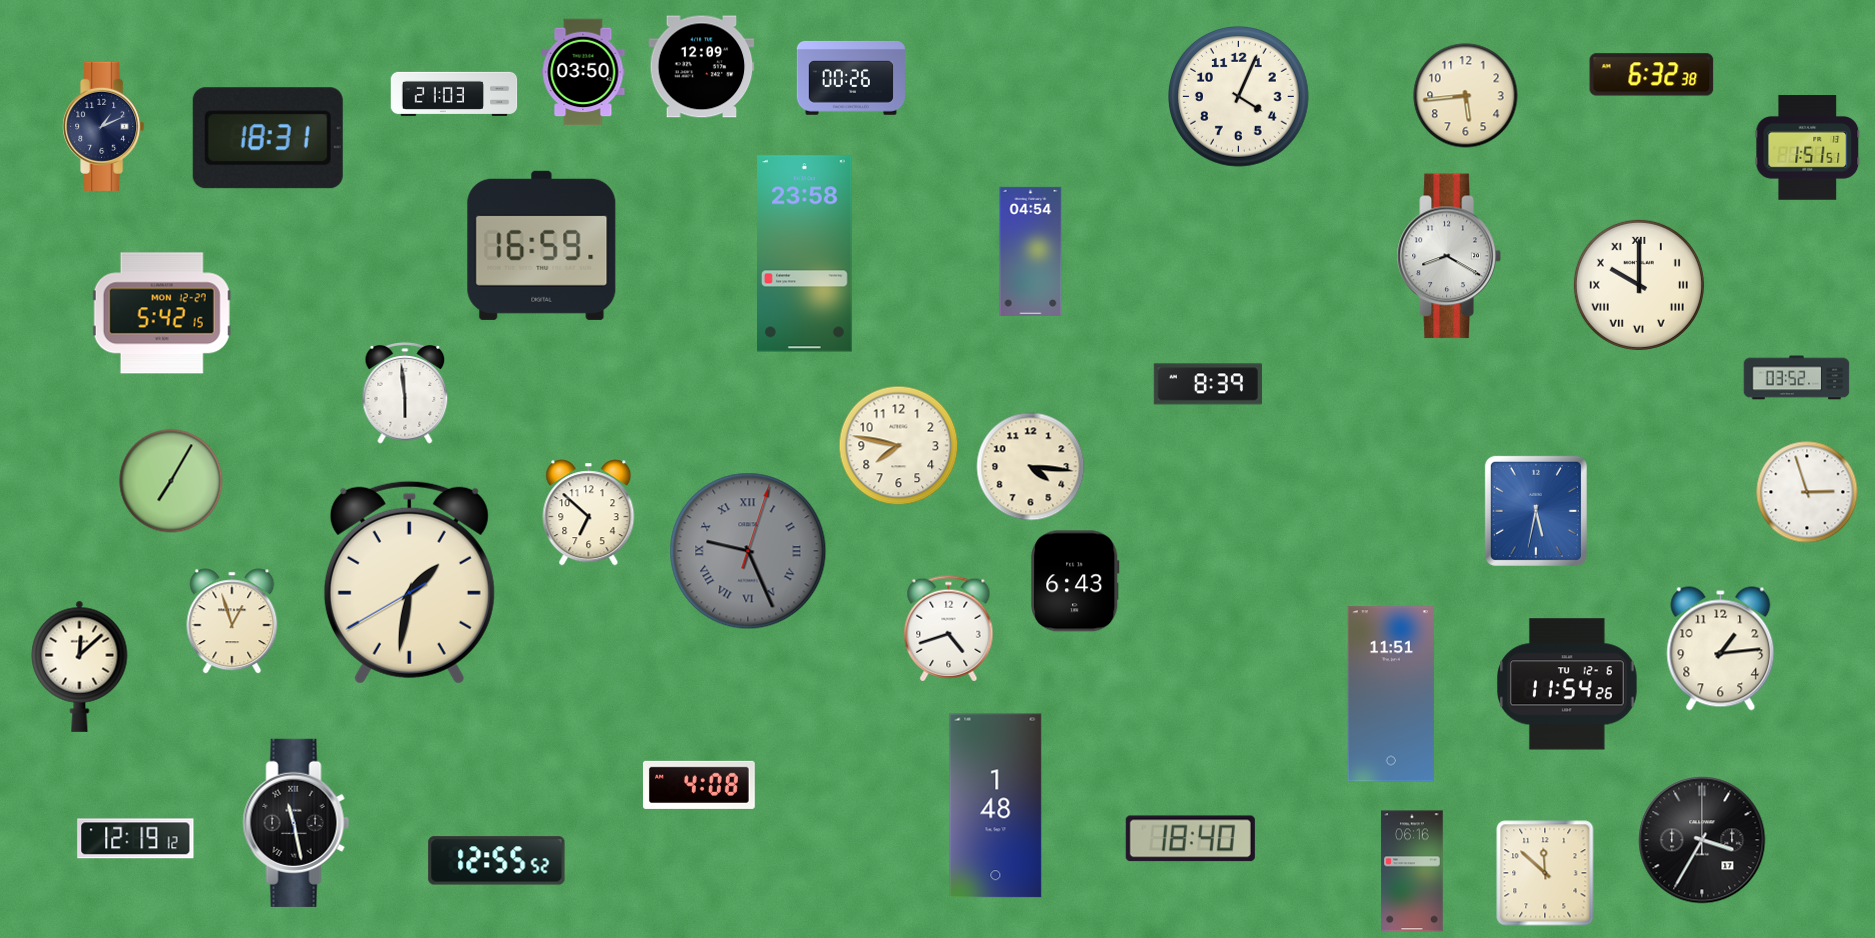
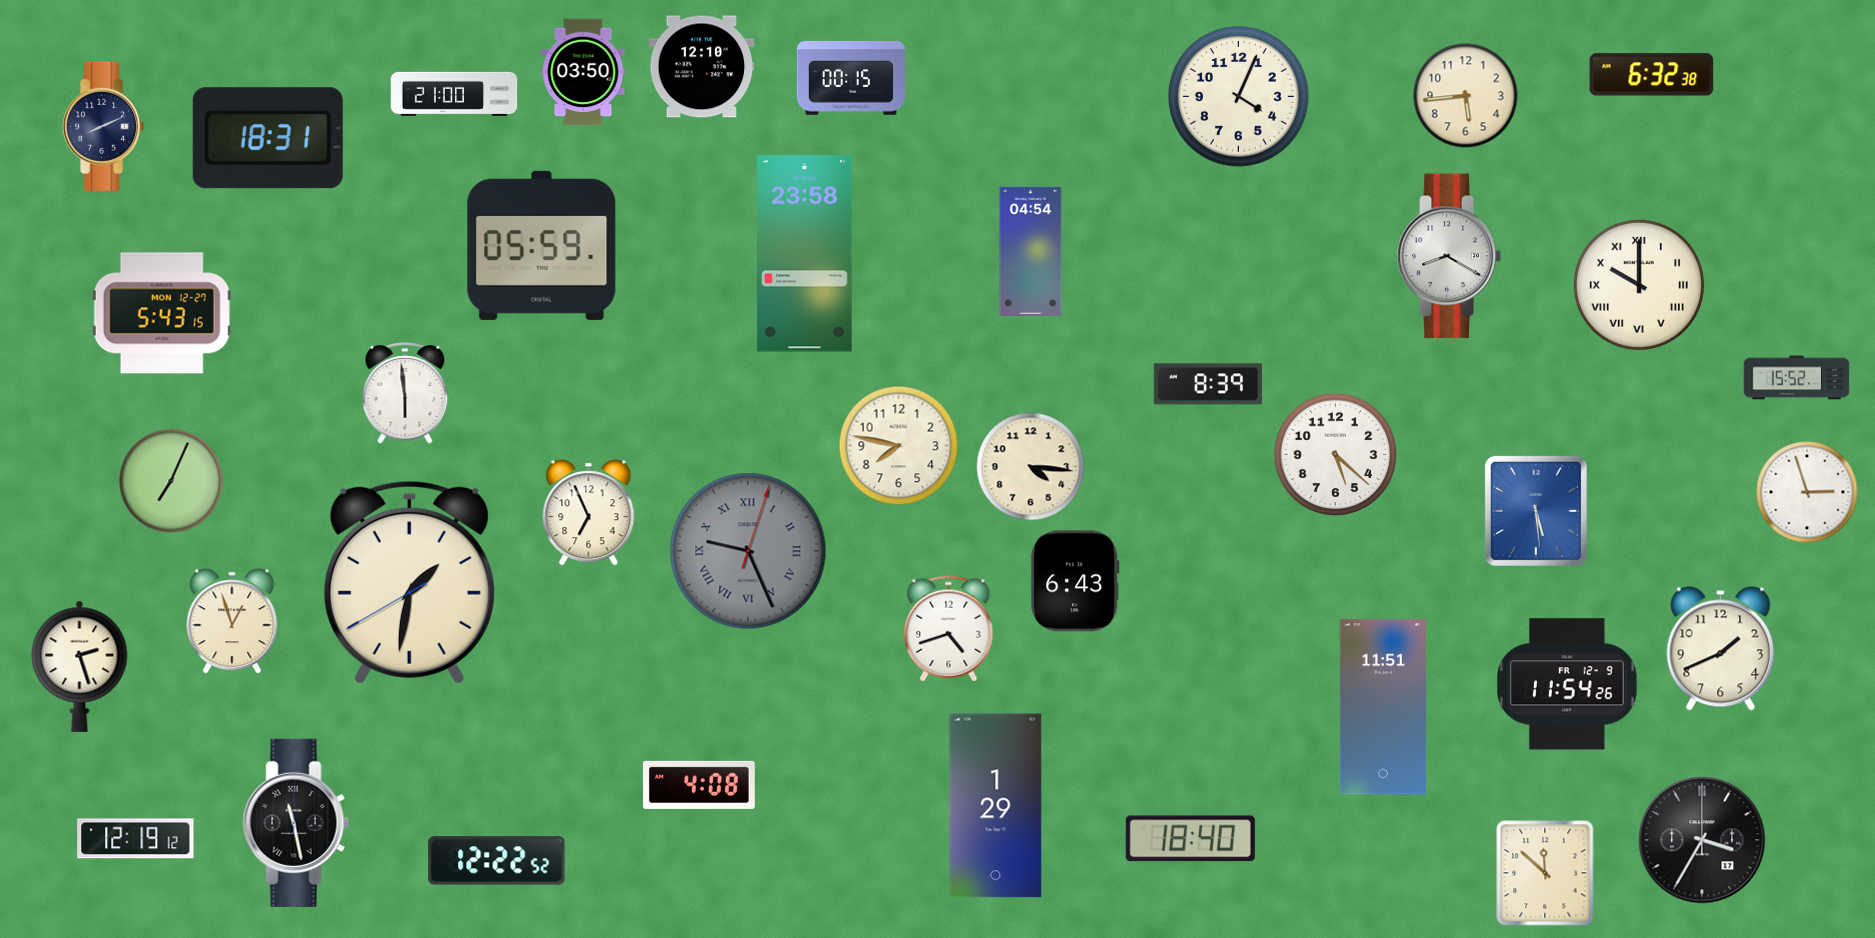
clock at (702, 67): 12:09 -> 12:10
clock at (851, 78): 00:26 -> 00:15
clock at (454, 94): 21:03 -> 21:00
clock at (104, 126): 1:11 -> 8:11
clock at (1808, 148): 1:51 -> none
clock at (542, 245): 16:59 -> 05:59
clock at (162, 313): 5:42 -> 5:43
clock at (1797, 378): 03:52 -> 15:52
clock at (1336, 455): none -> 5:22
clock at (171, 481): 7:05 -> 7:04
clock at (1536, 511): 5:32 -> 5:29
clock at (589, 513): 6:52 -> 6:56
clock at (1721, 649): 1:14 -> 1:41
clock at (80, 666): 12:08 -> 2:27
clock at (1568, 684) date: TU 12-6 -> FR 12-9
clock at (1391, 694) position: (1391, 694) -> (1383, 707)
clock at (996, 806): 1:48 -> 1:29
clock at (497, 861): 12:55 -> 12:22
clock at (1412, 871): 06:16 -> none
